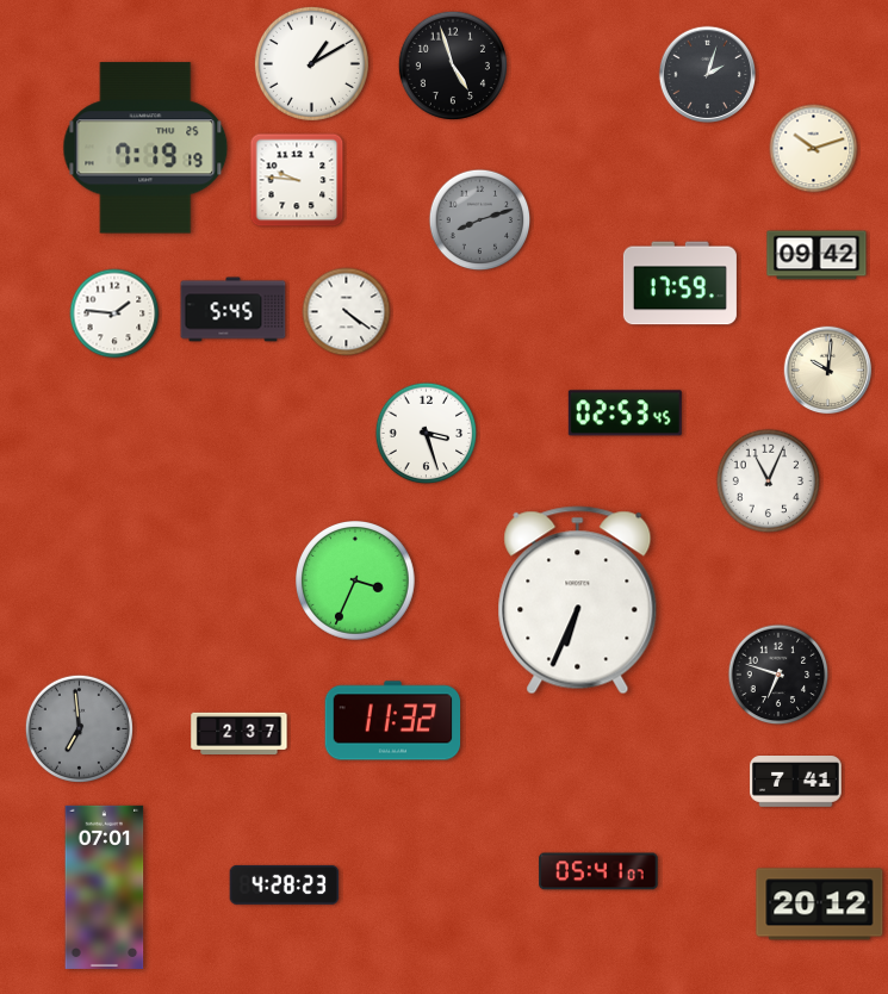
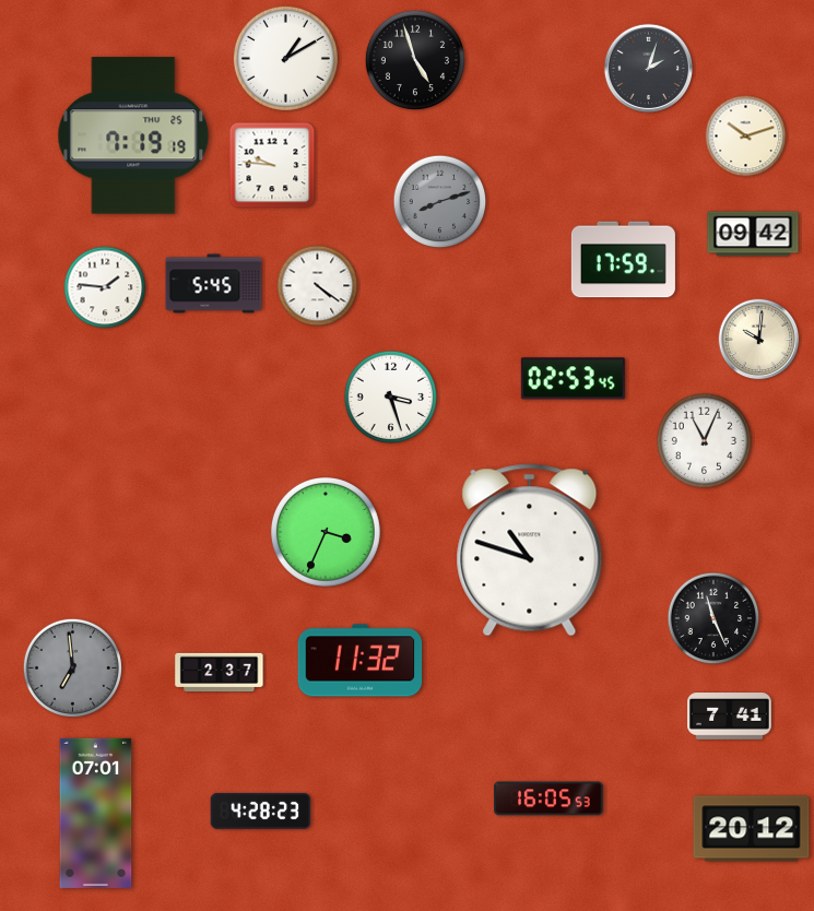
clock at (816, 255) position: (816, 255) -> (753, 234)
clock at (578, 601): 6:34 -> 10:48
clock at (778, 675): 6:48 -> 11:26
clock at (598, 871): 05:41 -> 16:05
